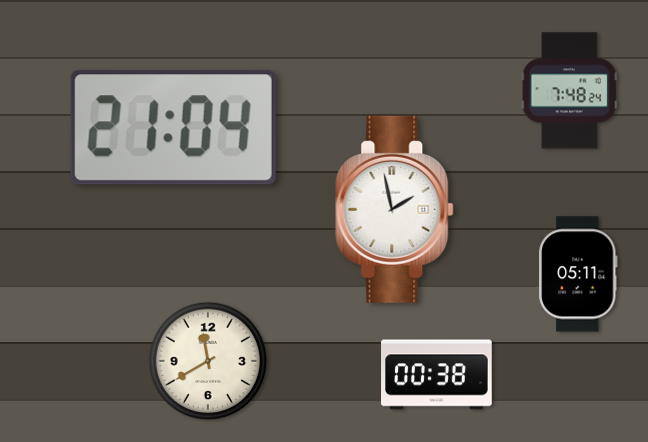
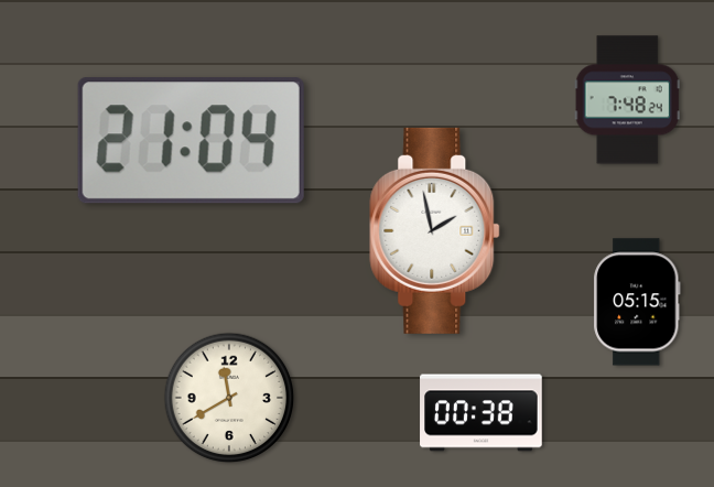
clock at (578, 274): 05:11 -> 05:15
